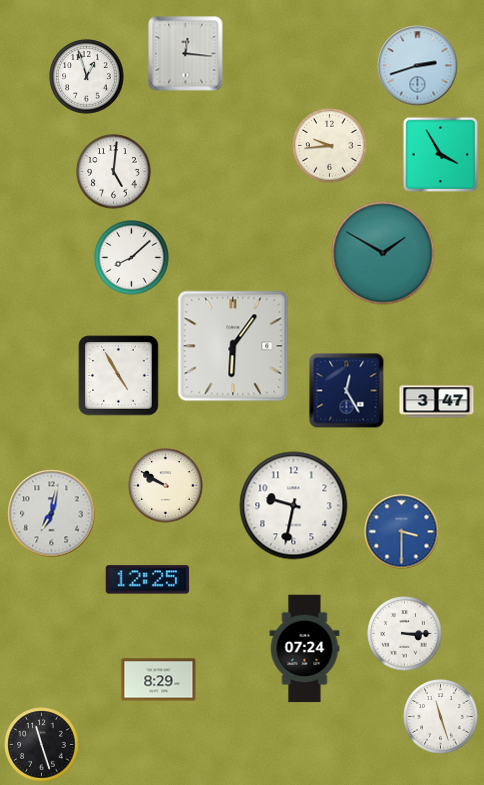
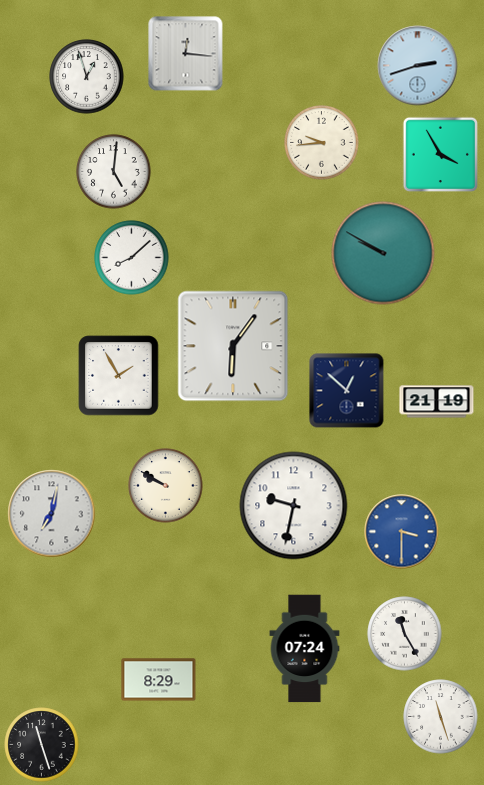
clock at (330, 146) position: (330, 146) -> (322, 143)
clock at (383, 253): 1:50 -> 9:50
clock at (119, 376): 4:55 -> 1:55
clock at (347, 391): 12:25 -> 12:52
clock at (437, 402): 3:47 -> 21:19
clock at (148, 580): 12:25 -> none
clock at (405, 634): 3:15 -> 11:25
